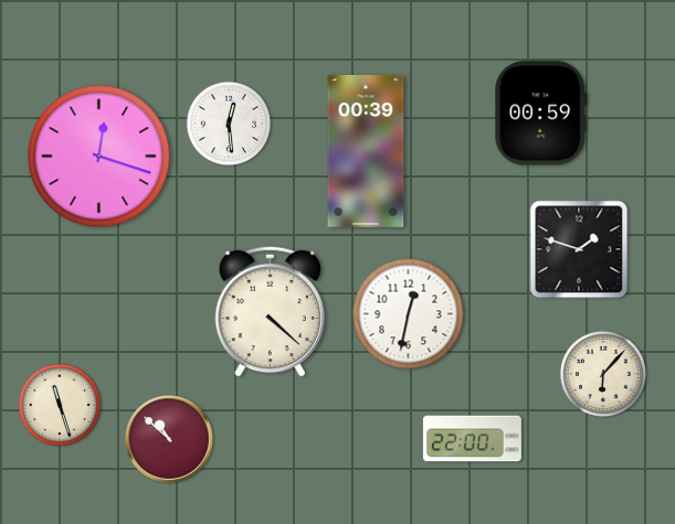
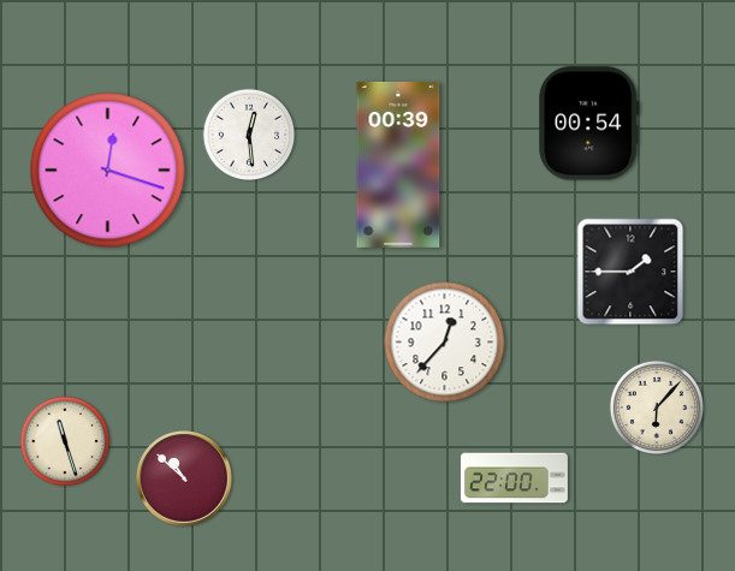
clock at (541, 114): 00:59 -> 00:54
clock at (579, 249): 1:48 -> 1:45
clock at (271, 311): 4:22 -> none
clock at (409, 314): 12:32 -> 12:37
